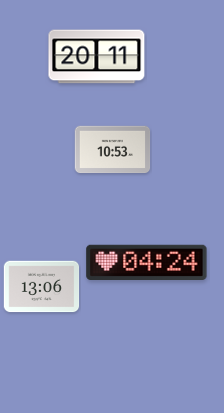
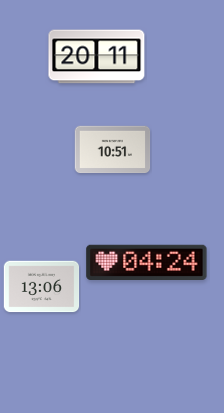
clock at (113, 150): 10:53 -> 10:51
